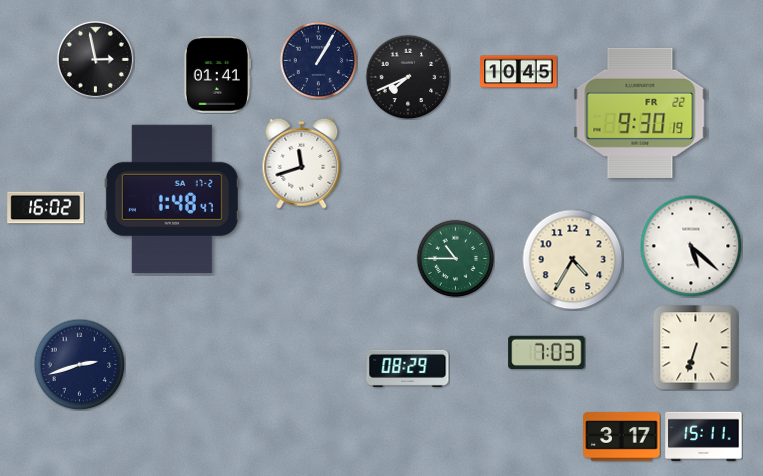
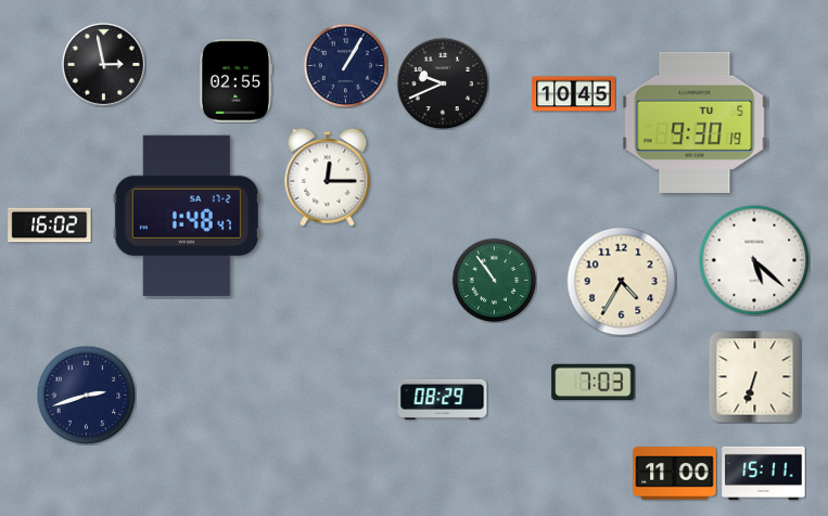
clock at (519, 72) position: (519, 72) -> (574, 94)
clock at (217, 75): 01:41 -> 02:55
clock at (408, 77): 7:41 -> 9:41
clock at (640, 113) date: FR 22 -> TU 5
clock at (302, 163): 11:42 -> 12:15
clock at (691, 246) position: (691, 246) -> (754, 260)
clock at (455, 258): 10:45 -> 10:54
clock at (622, 437): 3:17 -> 11:00
